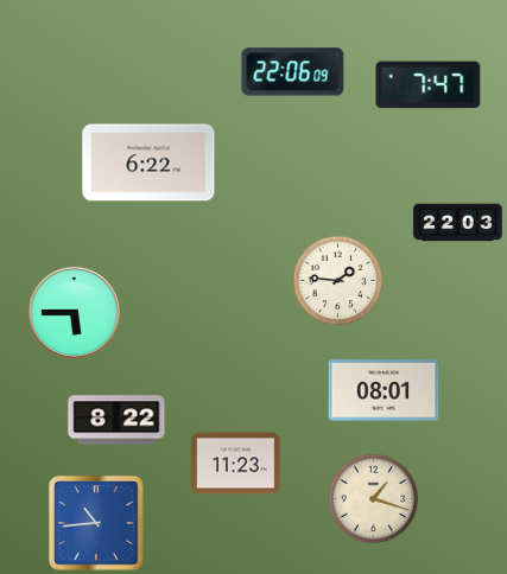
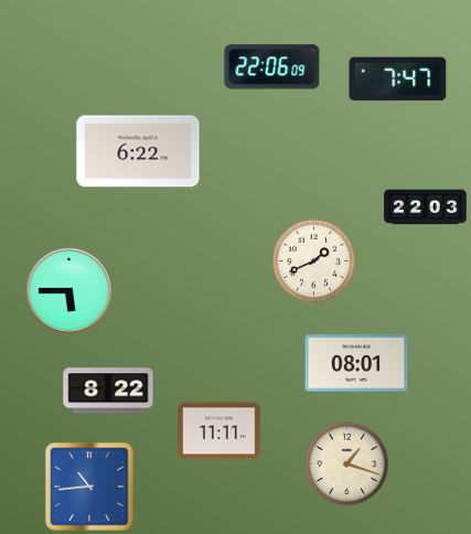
clock at (338, 281): 1:46 -> 1:41
clock at (236, 464): 11:23 -> 11:11
